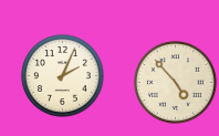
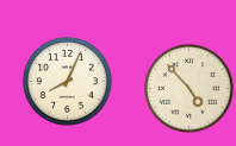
clock at (63, 76): 2:04 -> 8:04
